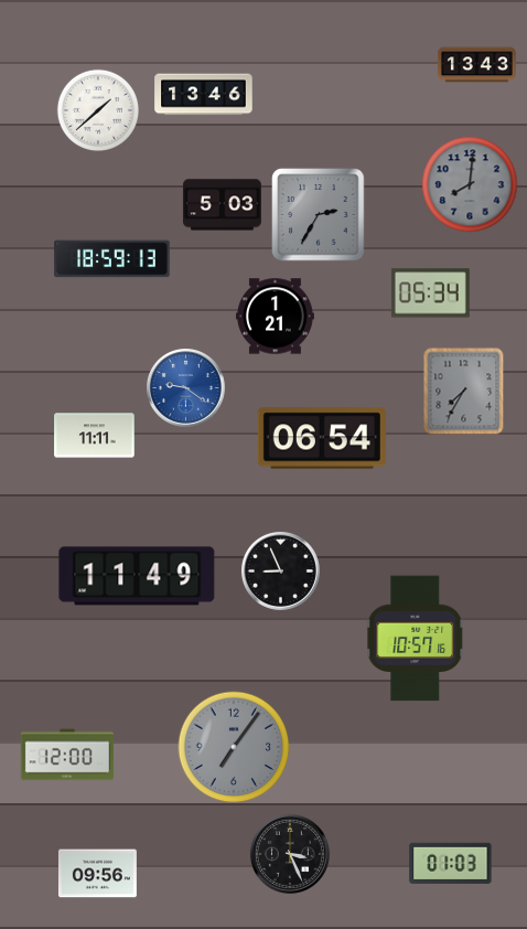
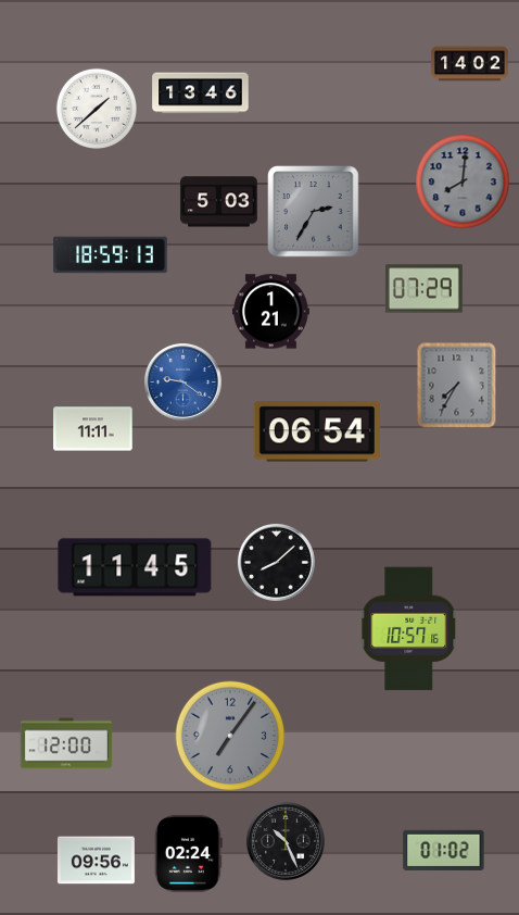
clock at (476, 65): 13:43 -> 14:02
clock at (430, 293): 05:34 -> 07:29
clock at (280, 570): 8:56 -> 8:08
clock at (137, 576): 11:49 -> 11:45
clock at (290, 854): 3:26 -> 10:26
clock at (451, 863): 01:03 -> 01:02
clock at (188, 853): none -> 02:24
